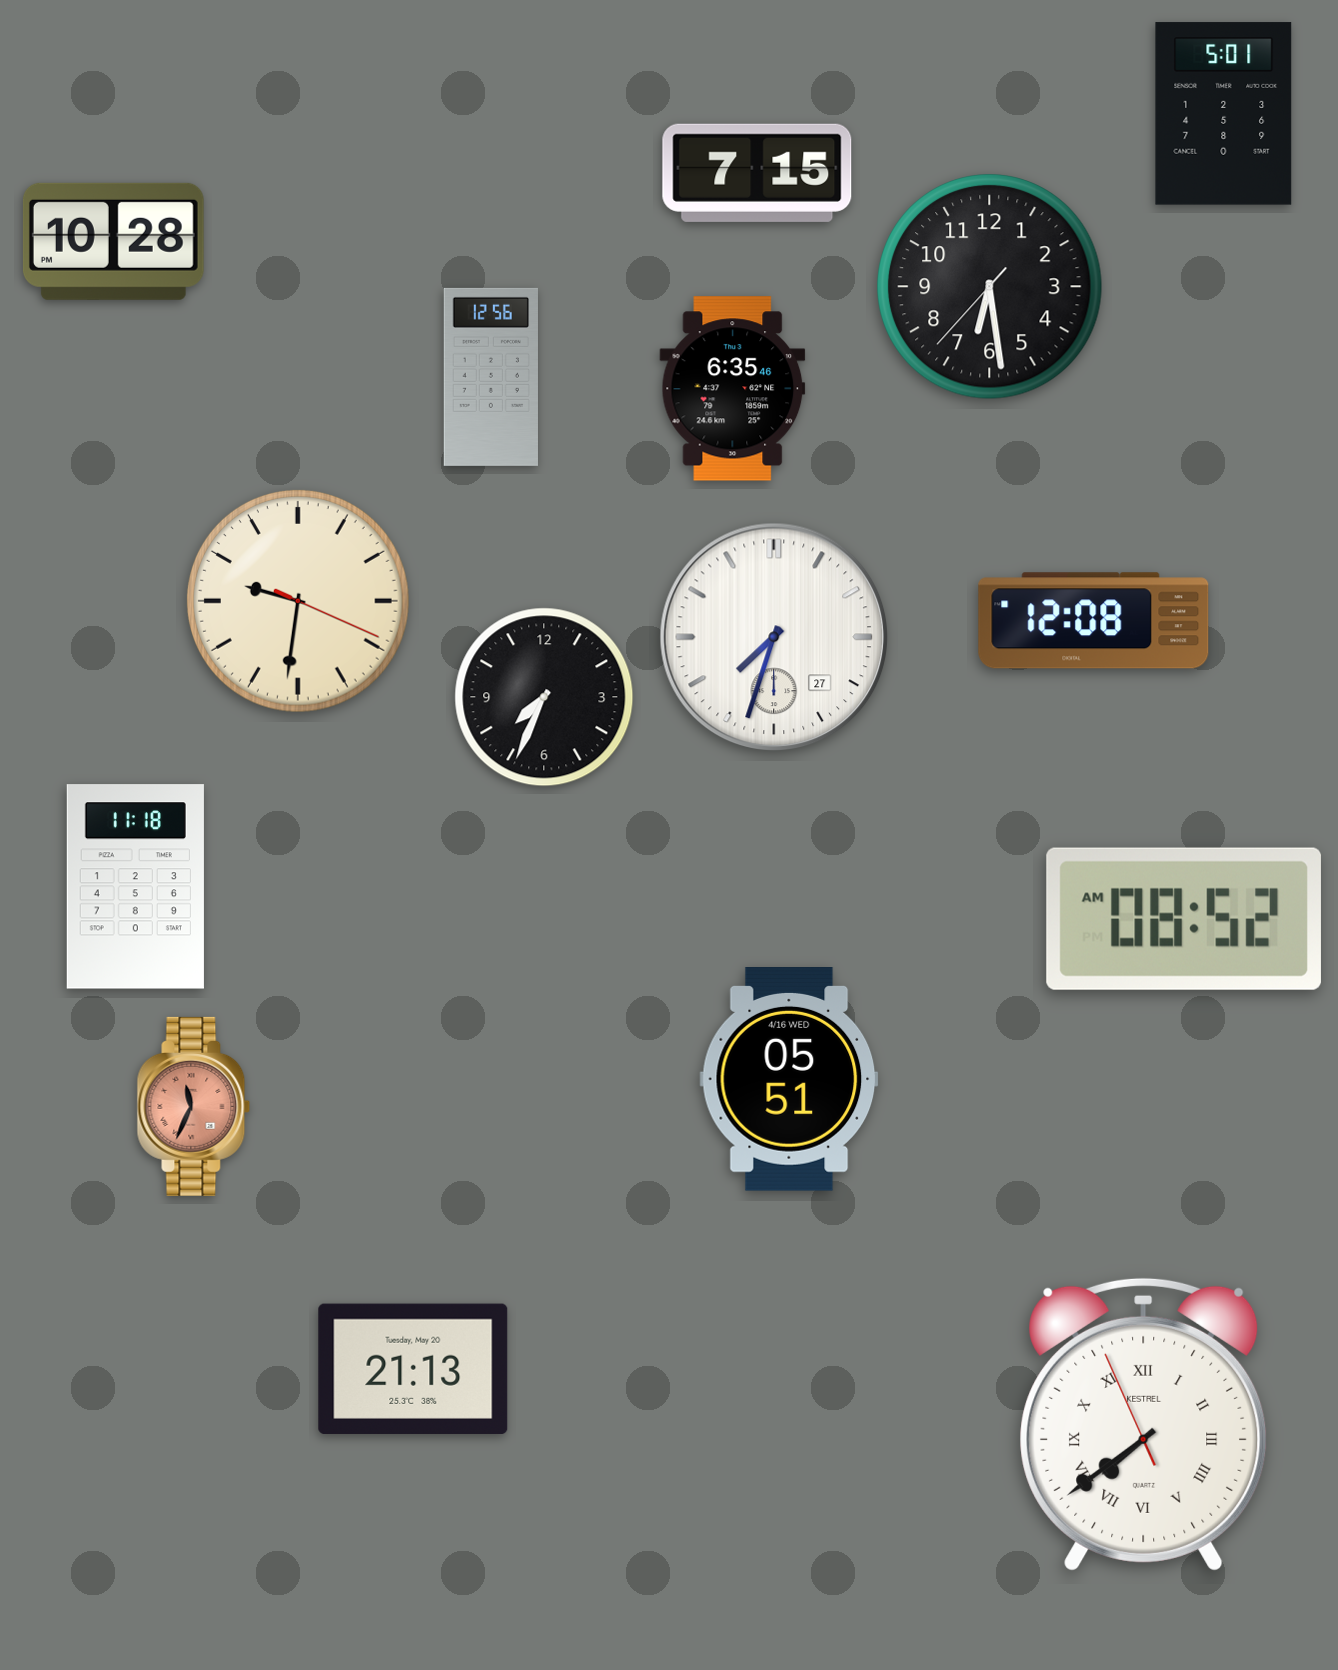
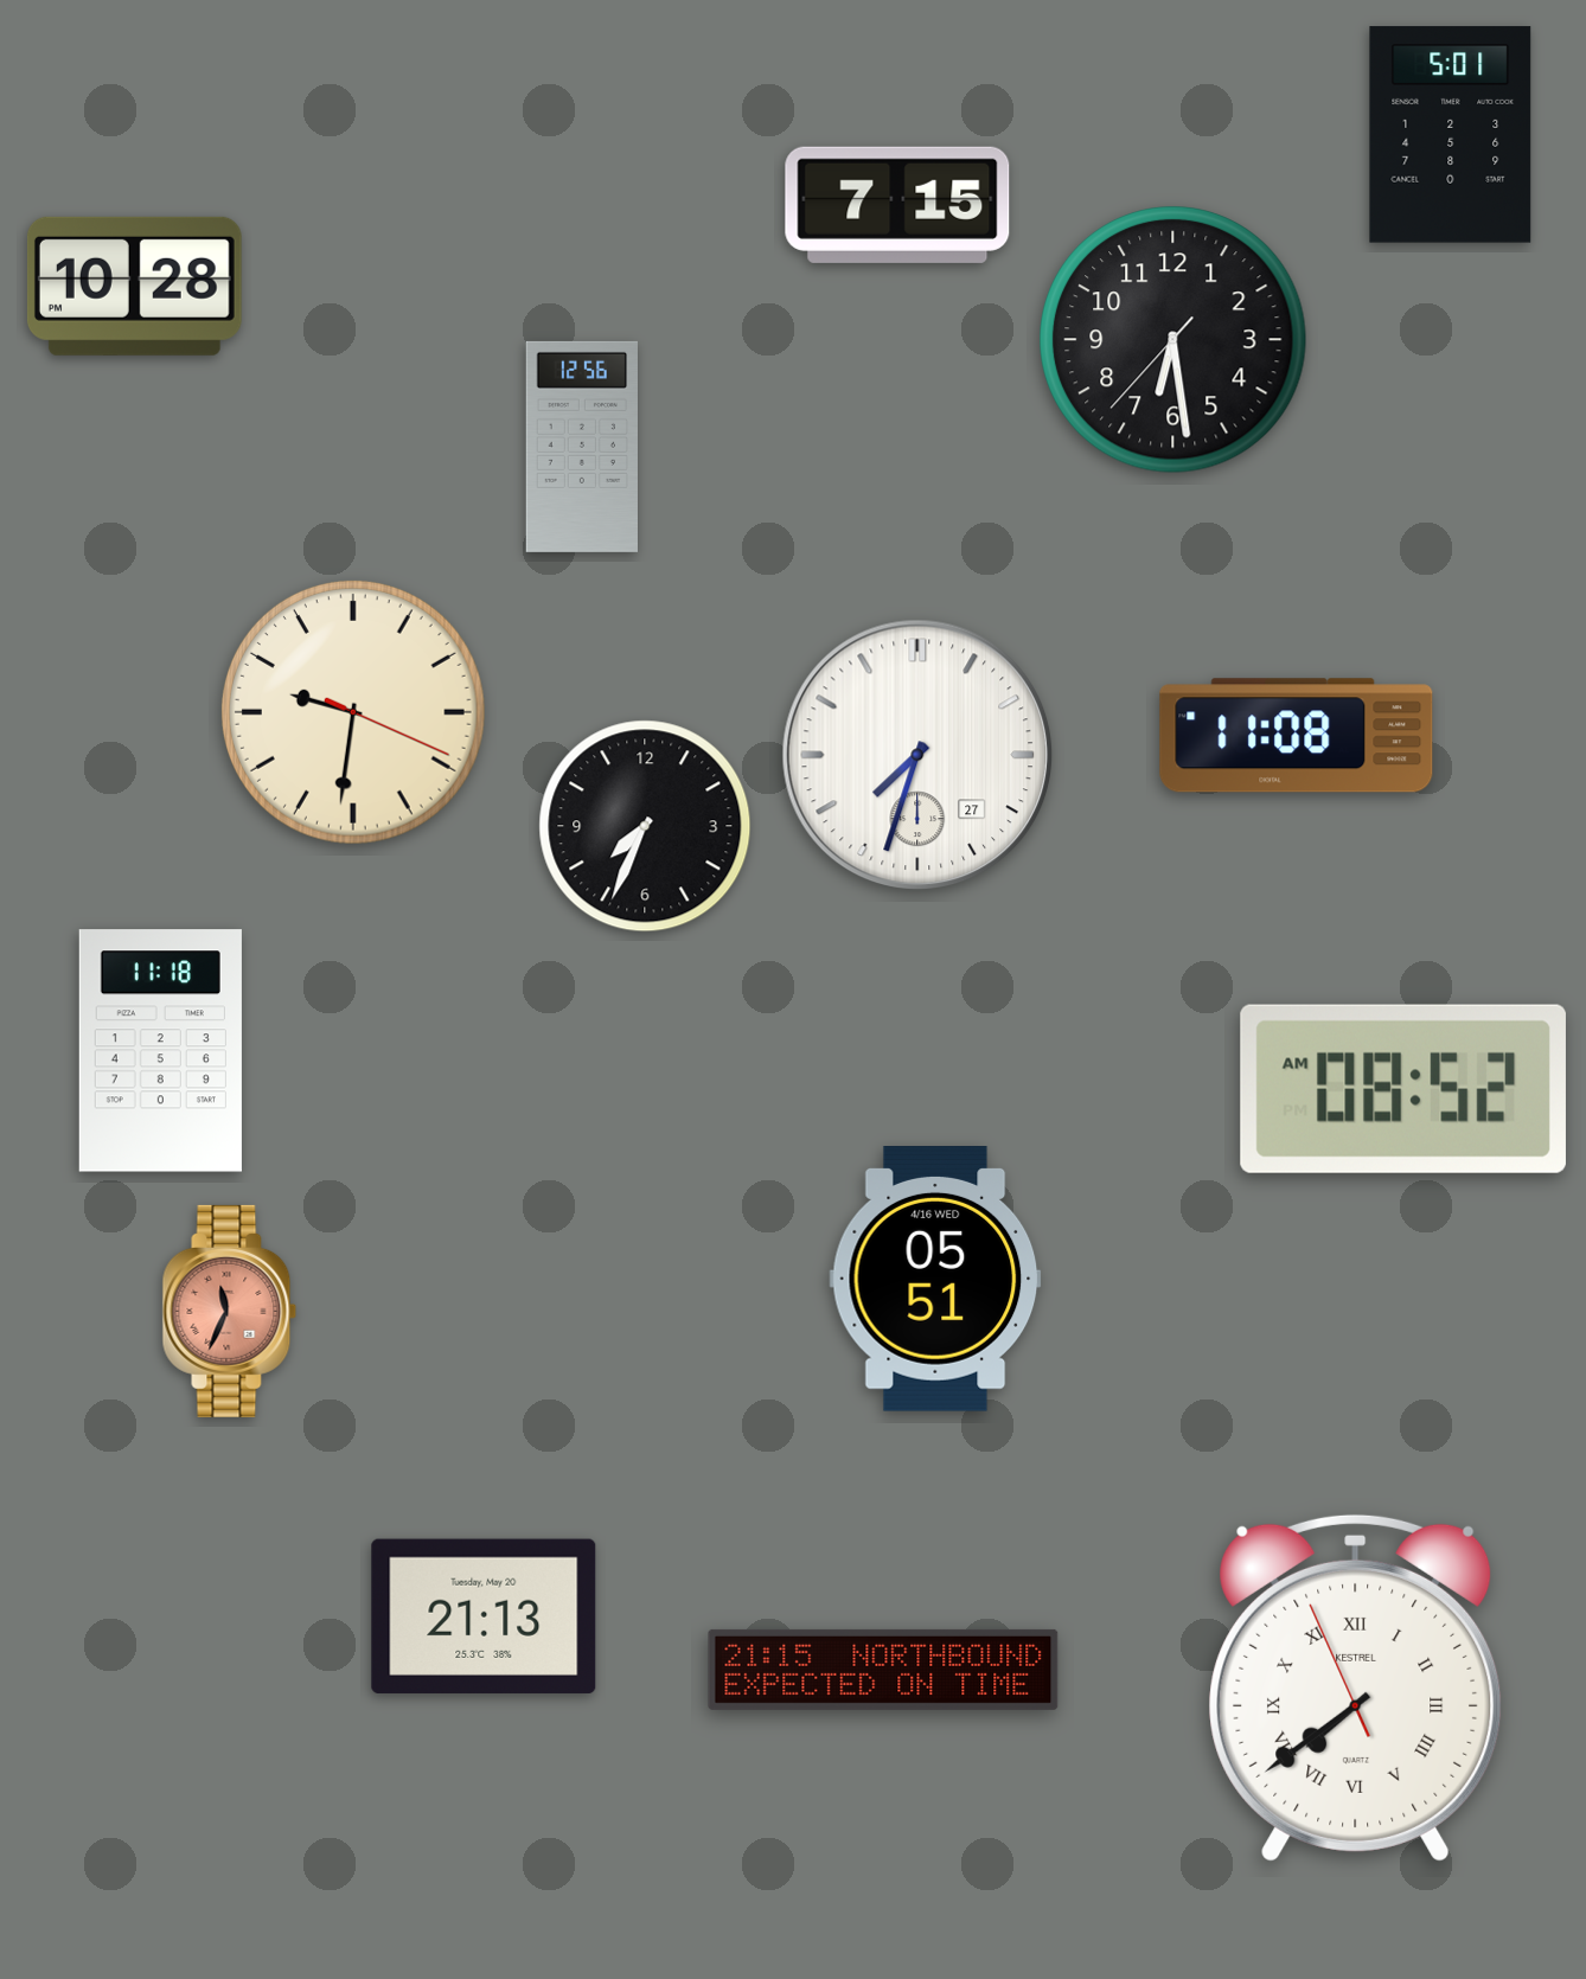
clock at (733, 389): 6:35 -> none
clock at (1094, 621): 12:08 -> 11:08
clock at (413, 1369) position: (413, 1369) -> (484, 1616)
clock at (883, 1670): none -> 21:15
